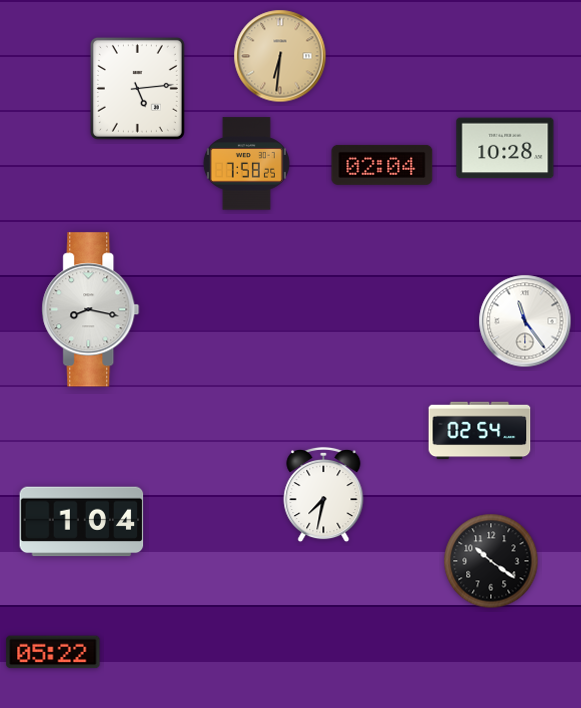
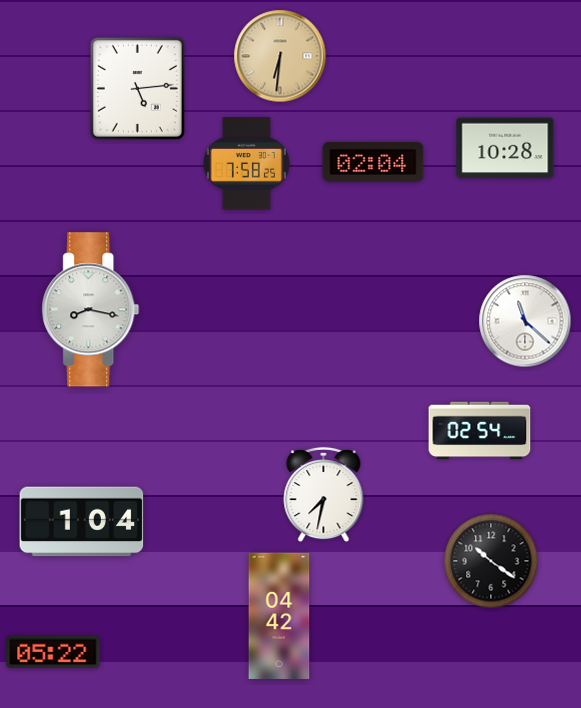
clock at (382, 165) position: (382, 165) -> (373, 162)
clock at (525, 321): 11:24 -> 11:22
clock at (279, 616): none -> 04:42
